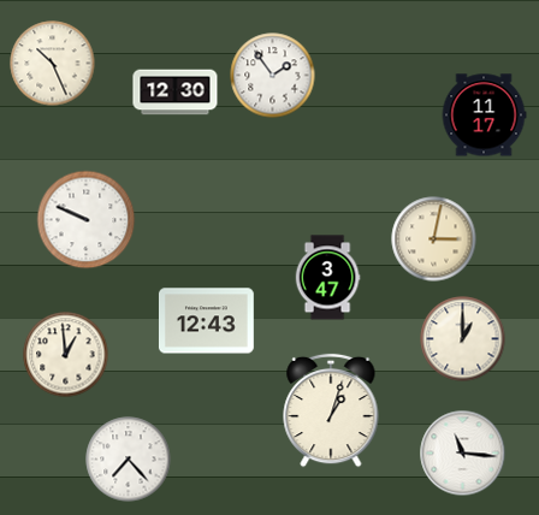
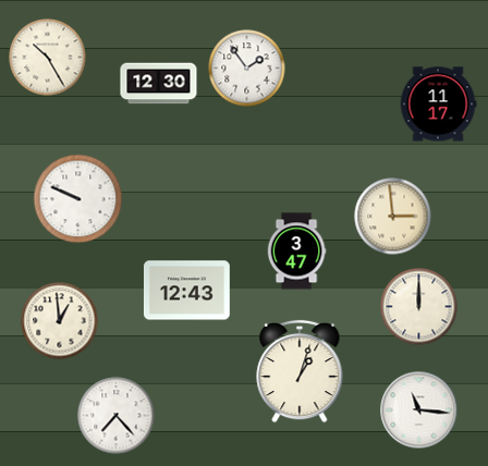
clock at (53, 64): 10:26 -> 10:25
clock at (434, 239): 3:02 -> 2:59
clock at (463, 339): 1:00 -> 12:00
